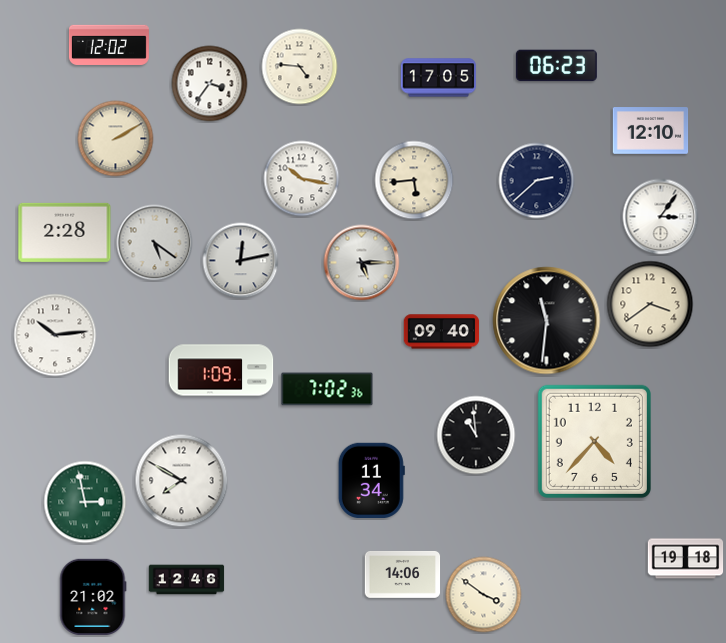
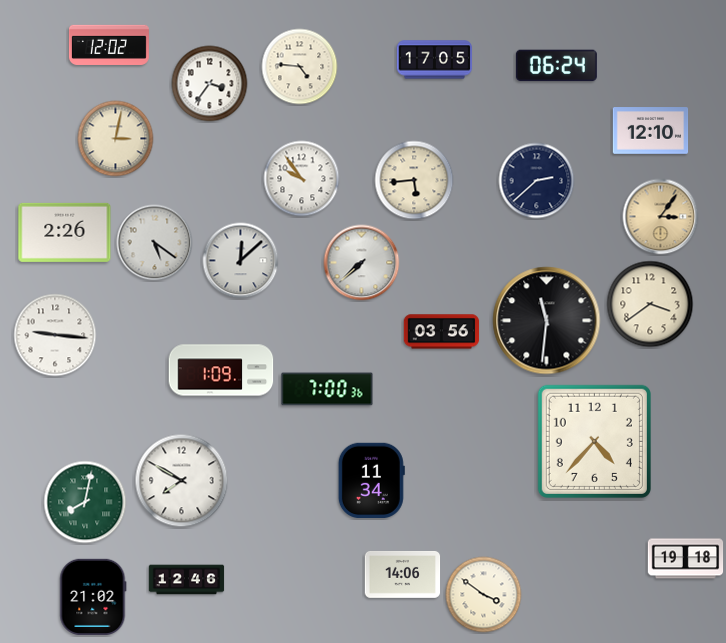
clock at (556, 66): 06:23 -> 06:24
clock at (439, 78) position: (439, 78) -> (435, 60)
clock at (116, 139): 2:10 -> 3:02
clock at (302, 179): 10:17 -> 9:54
clock at (661, 217) dial: white -> champagne
clock at (65, 232): 2:28 -> 2:26
clock at (241, 261): 12:13 -> 12:08
clock at (362, 263): 5:15 -> 7:38
clock at (442, 332): 09:40 -> 03:56
clock at (55, 335): 10:14 -> 9:16
clock at (327, 389): 7:02 -> 7:00
clock at (476, 435): 10:59 -> none
clock at (85, 502): 2:58 -> 8:02
